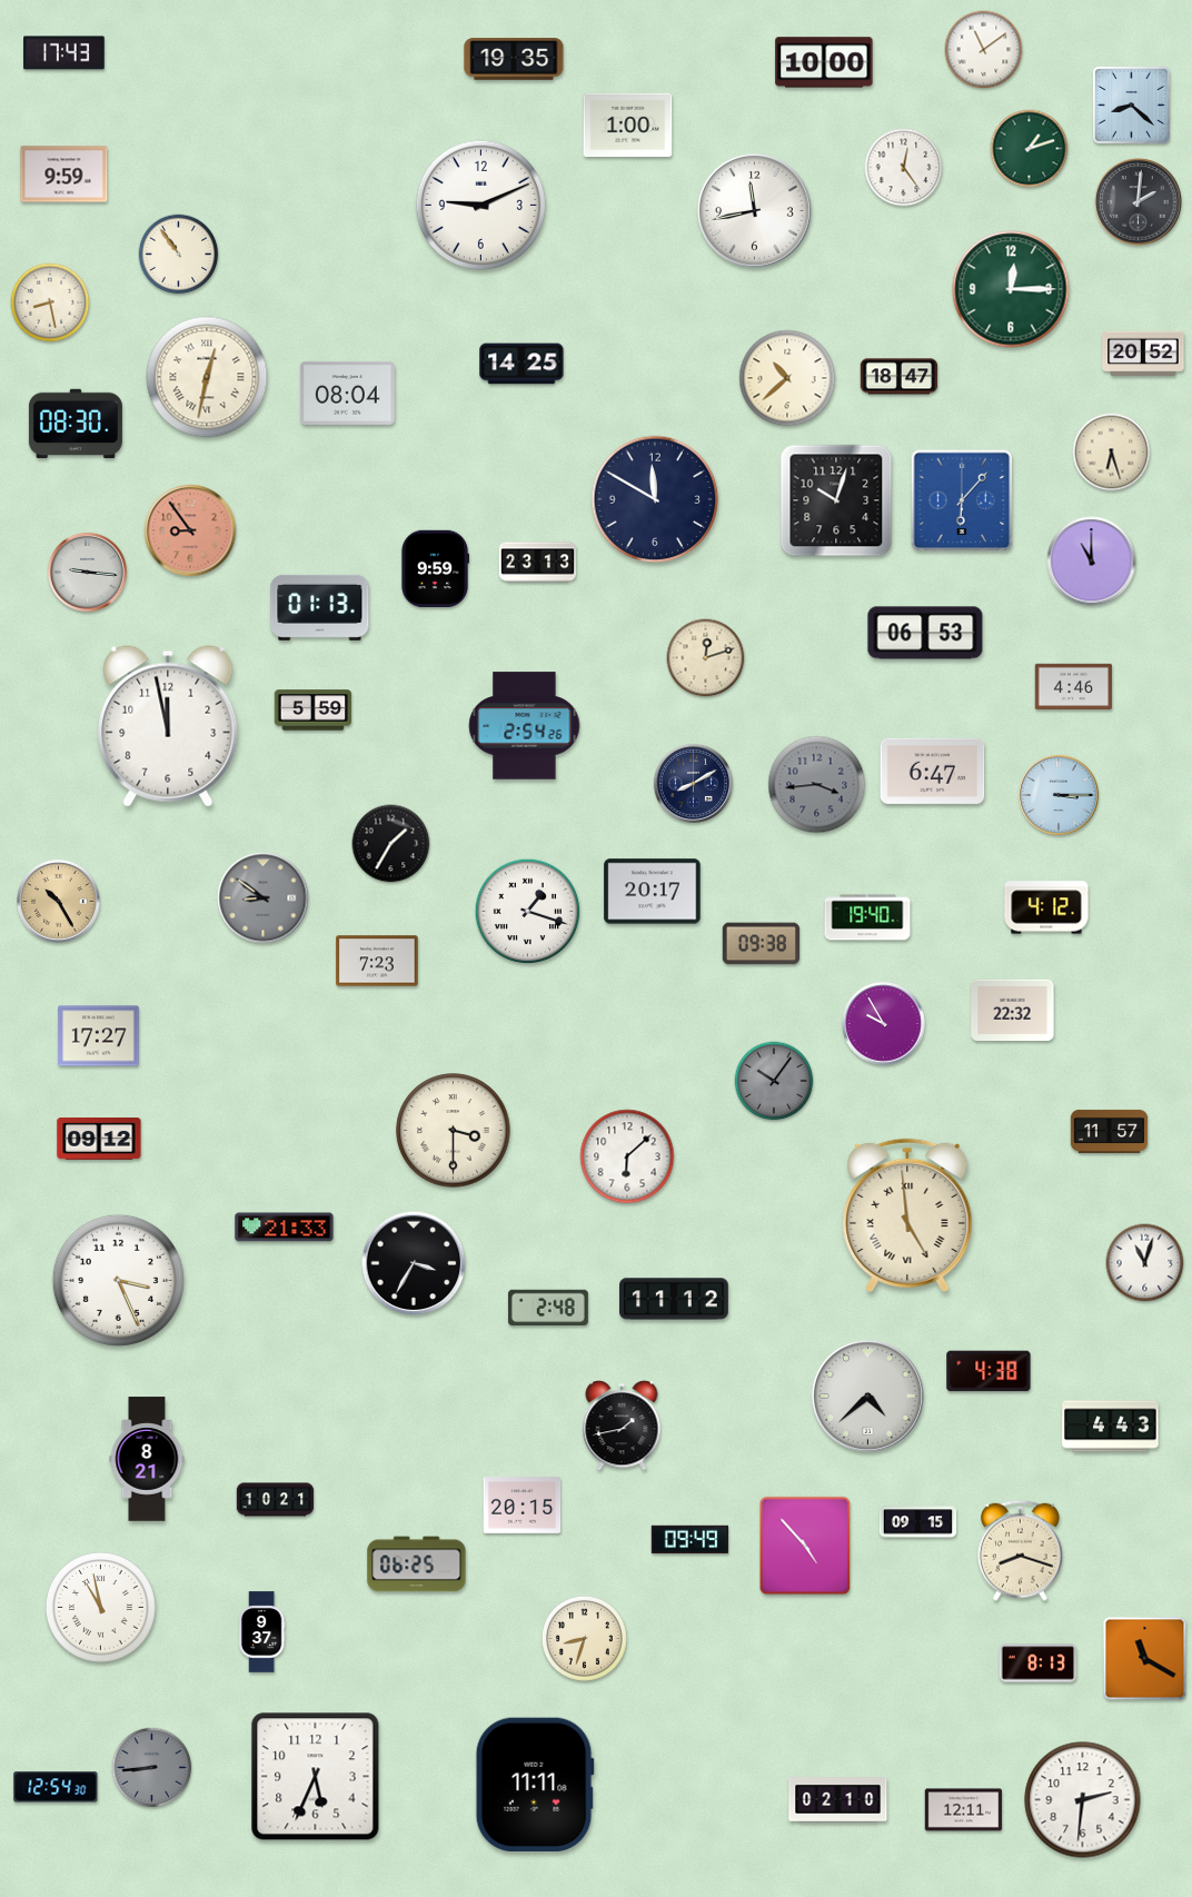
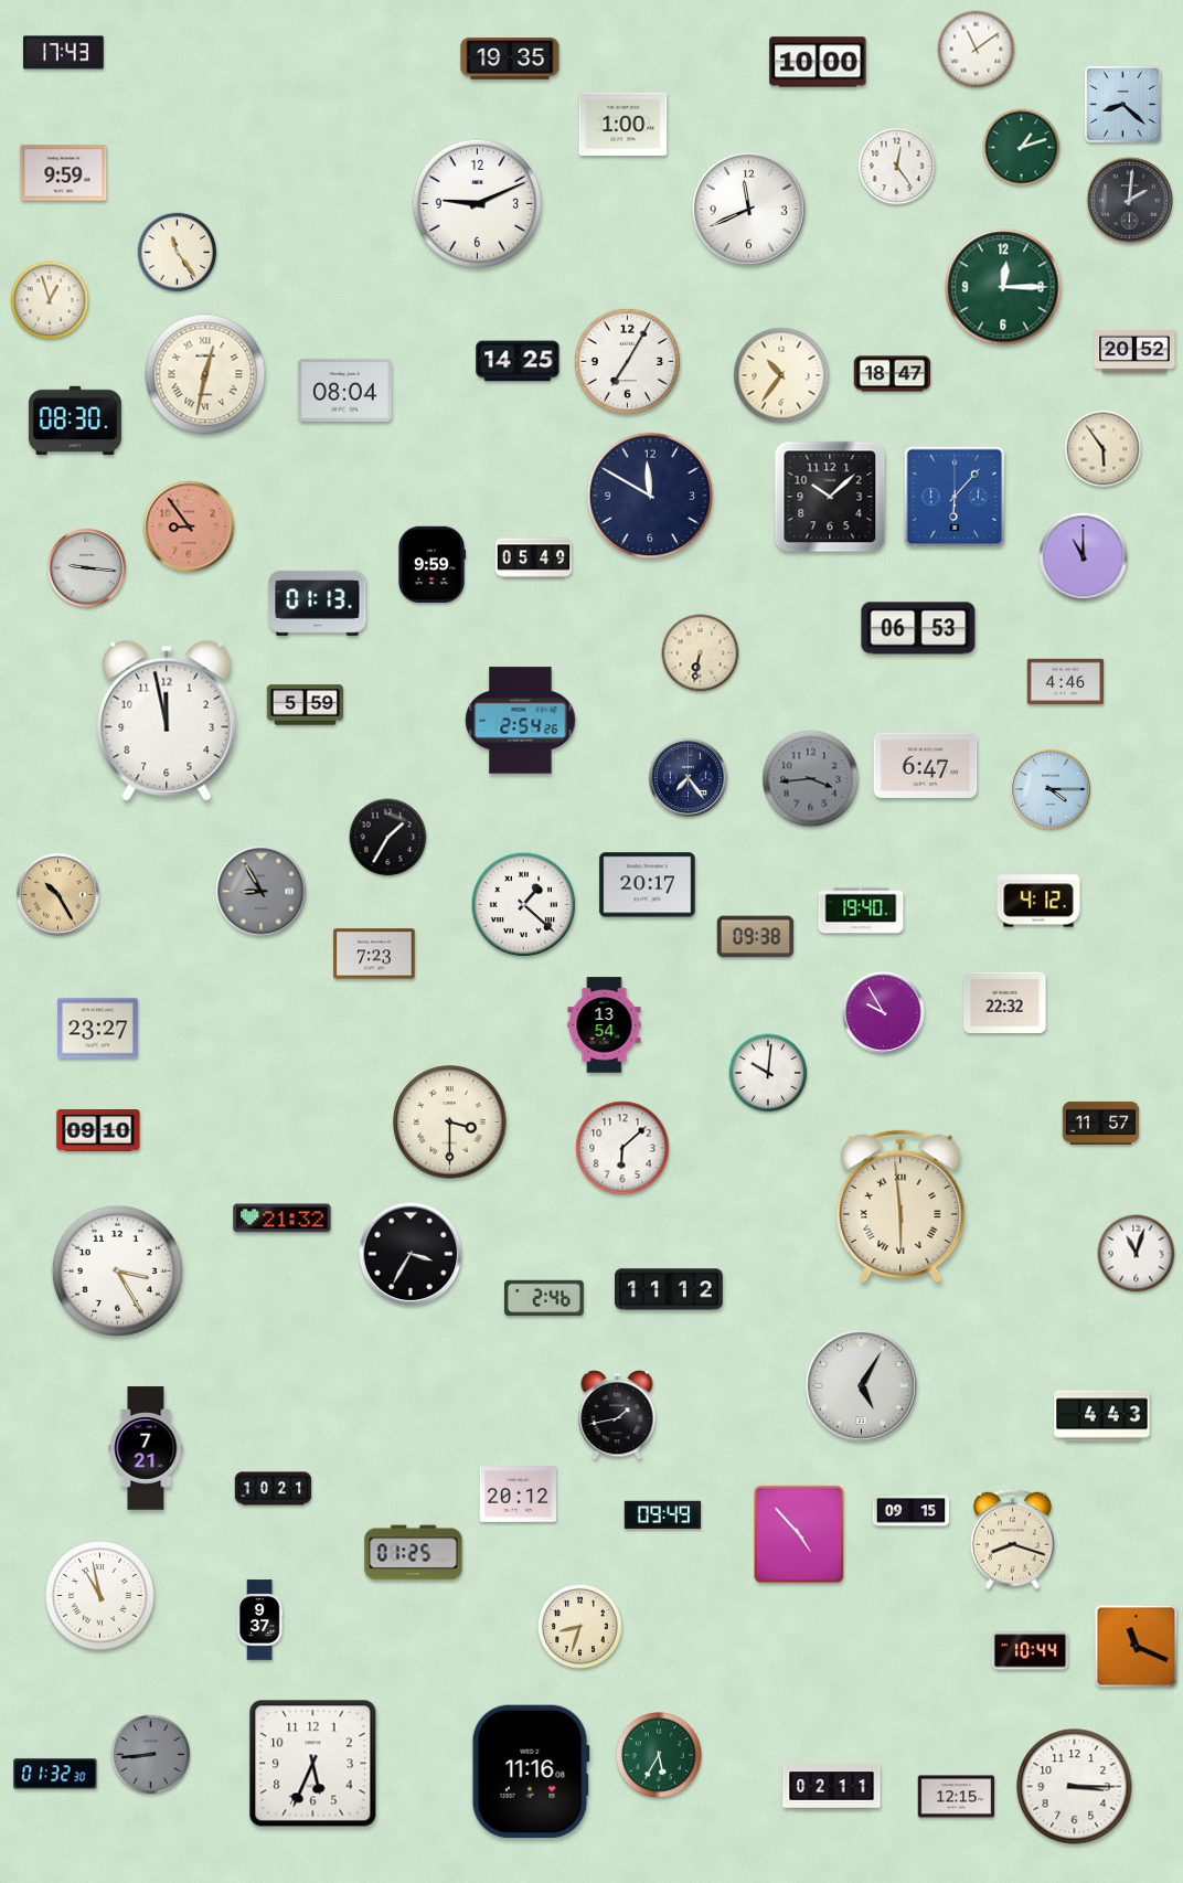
clock at (755, 211): 11:43 -> 11:41
clock at (179, 255): 10:54 -> 11:24
clock at (50, 302): 8:28 -> 12:57
clock at (627, 361): none -> 7:05
clock at (787, 378): 10:38 -> 10:36
clock at (1112, 453): 6:27 -> 5:54
clock at (836, 500): 10:03 -> 10:08
clock at (538, 563): 23:13 -> 05:49
clock at (706, 658): 12:12 -> 6:32
clock at (314, 711) position: (314, 711) -> (306, 705)
clock at (693, 783): 8:10 -> 7:24
clock at (1059, 795): 3:15 -> 4:15
clock at (264, 898): 8:51 -> 8:55
clock at (528, 912): 1:18 -> 1:22
clock at (884, 1024) position: (884, 1024) -> (884, 1013)
clock at (605, 1025): none -> 13:54
clock at (99, 1036): 17:27 -> 23:27
clock at (774, 1081): 10:06 -> 10:01
clock at (774, 1081) dial: grey -> white
clock at (99, 1140): 09:12 -> 09:10
clock at (907, 1215): 4:59 -> 5:59
clock at (285, 1228): 21:33 -> 21:32
clock at (118, 1280): 3:26 -> 3:25
clock at (548, 1308): 2:48 -> 2:46
clock at (989, 1371): 4:38 -> none
clock at (867, 1396): 4:38 -> 5:05
clock at (147, 1459): 8:21 -> 7:21
clock at (523, 1506): 20:15 -> 20:12
clock at (691, 1540) position: (691, 1540) -> (663, 1515)
clock at (417, 1565): 06:25 -> 01:25
clock at (1145, 1659): 11:20 -> 11:19
clock at (1039, 1663): 8:13 -> 10:44
clock at (660, 1756): none -> 5:35
clock at (535, 1784): 11:11 -> 11:16
clock at (56, 1787): 12:54 -> 01:32
clock at (838, 1800): 02:10 -> 02:11
clock at (1083, 1800): 2:31 -> 3:15
clock at (964, 1810): 12:11 -> 12:15
